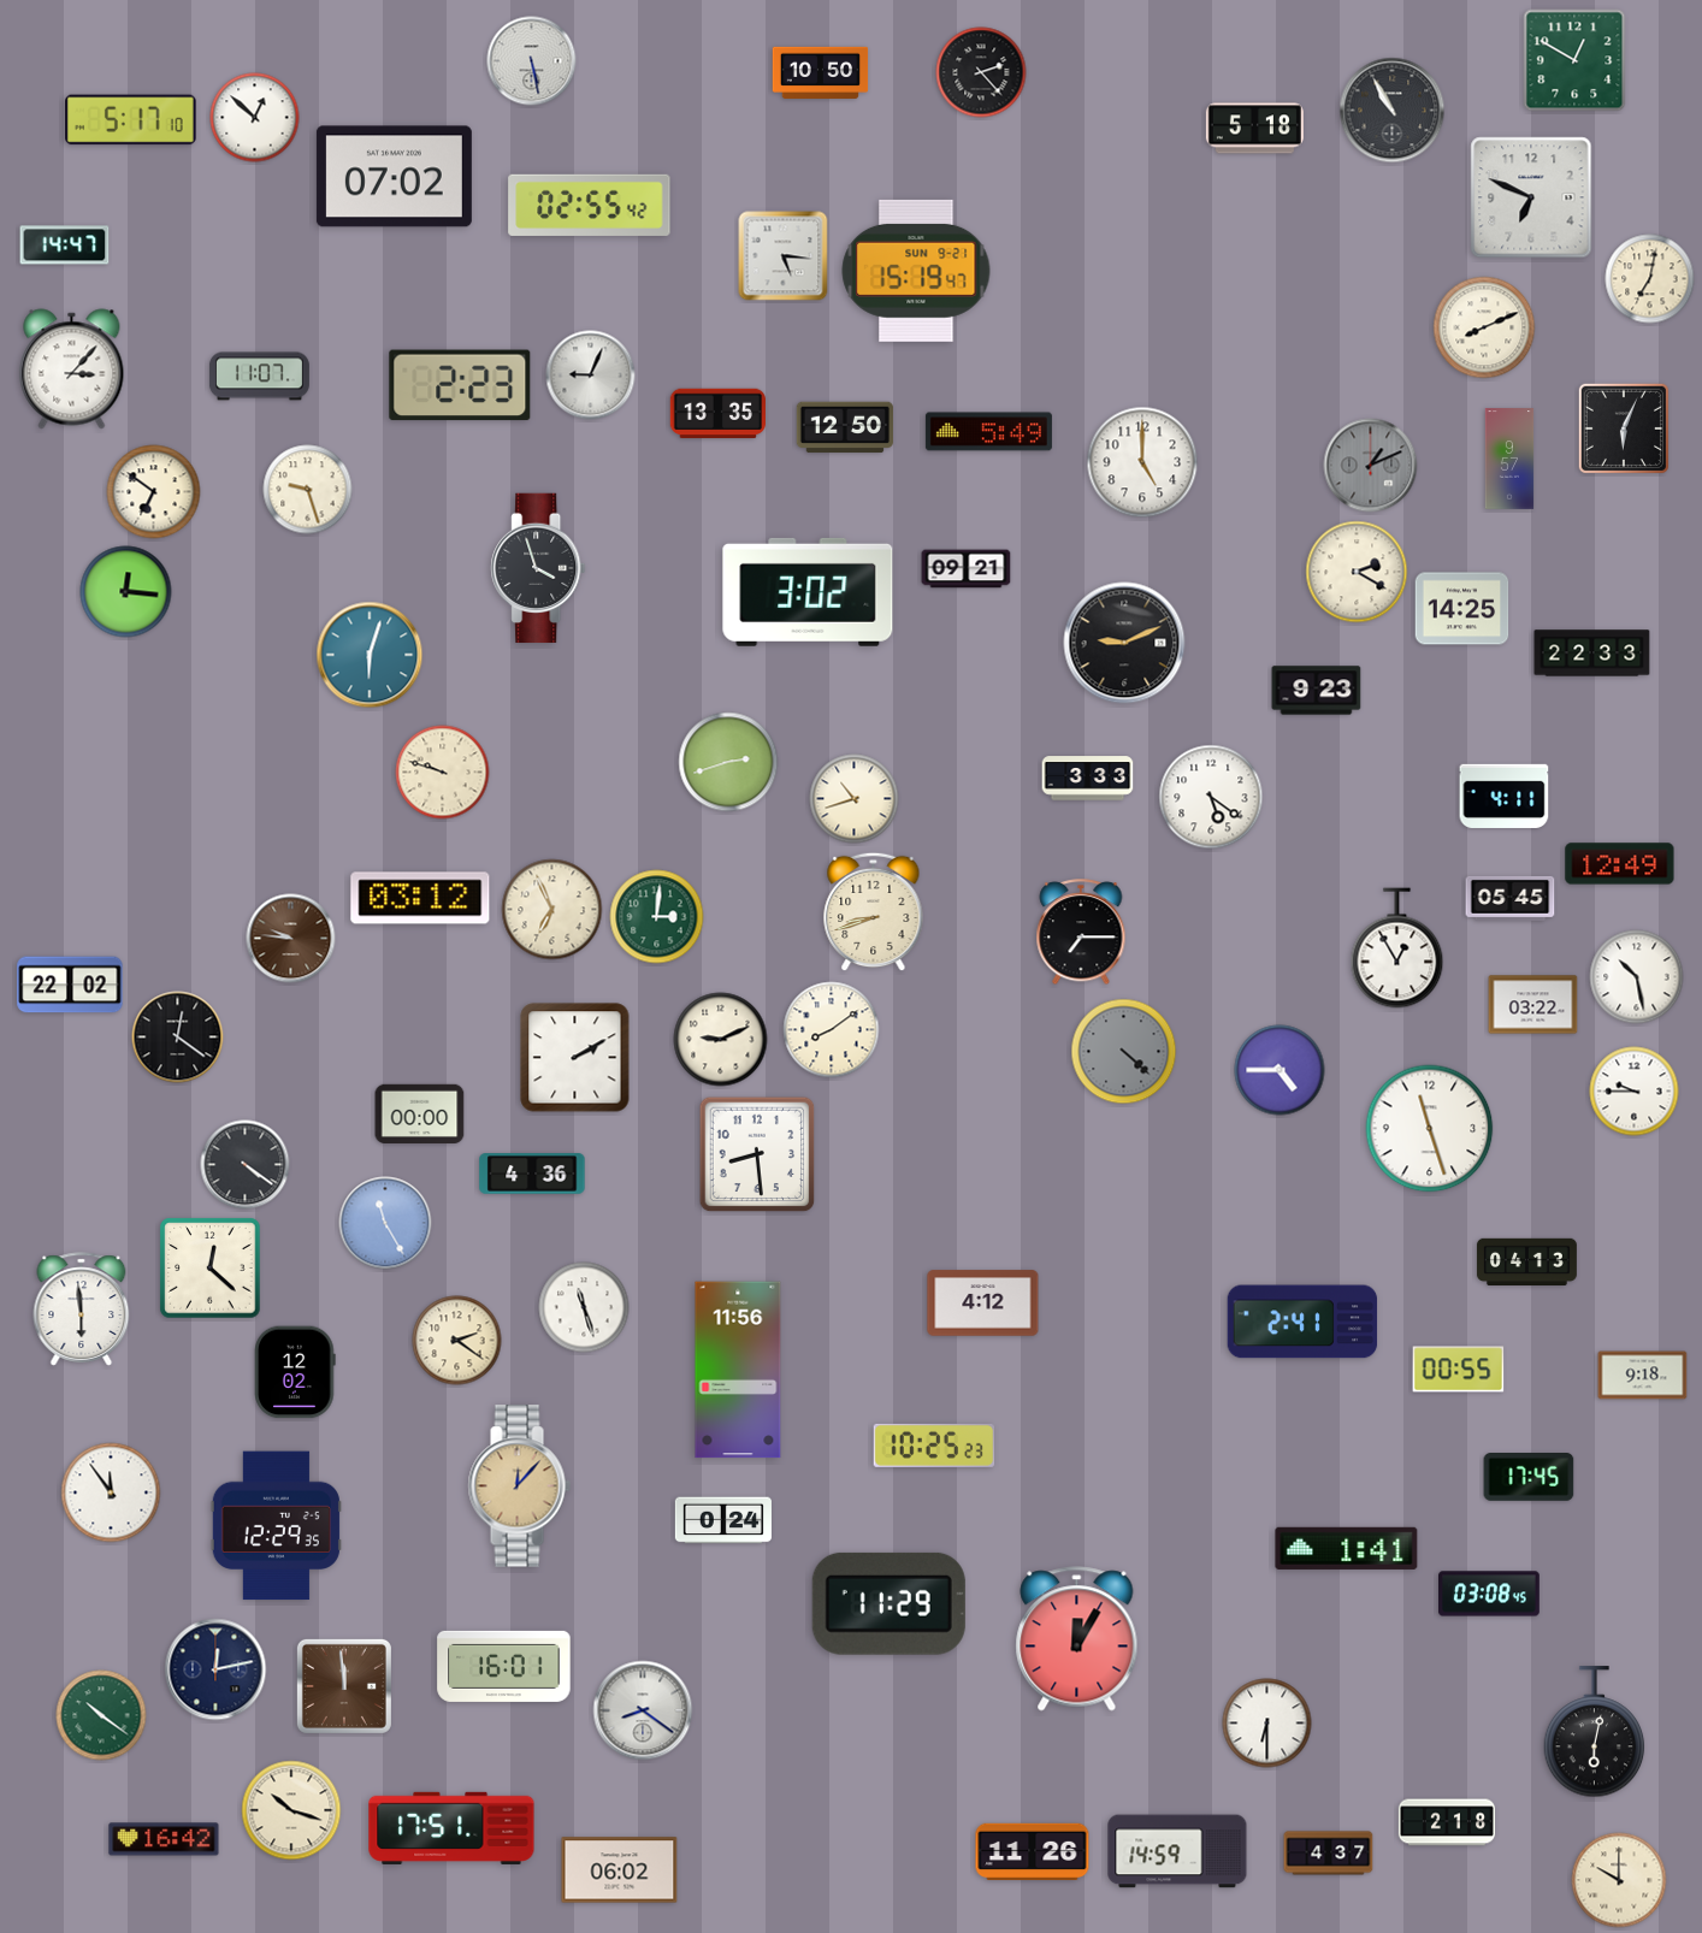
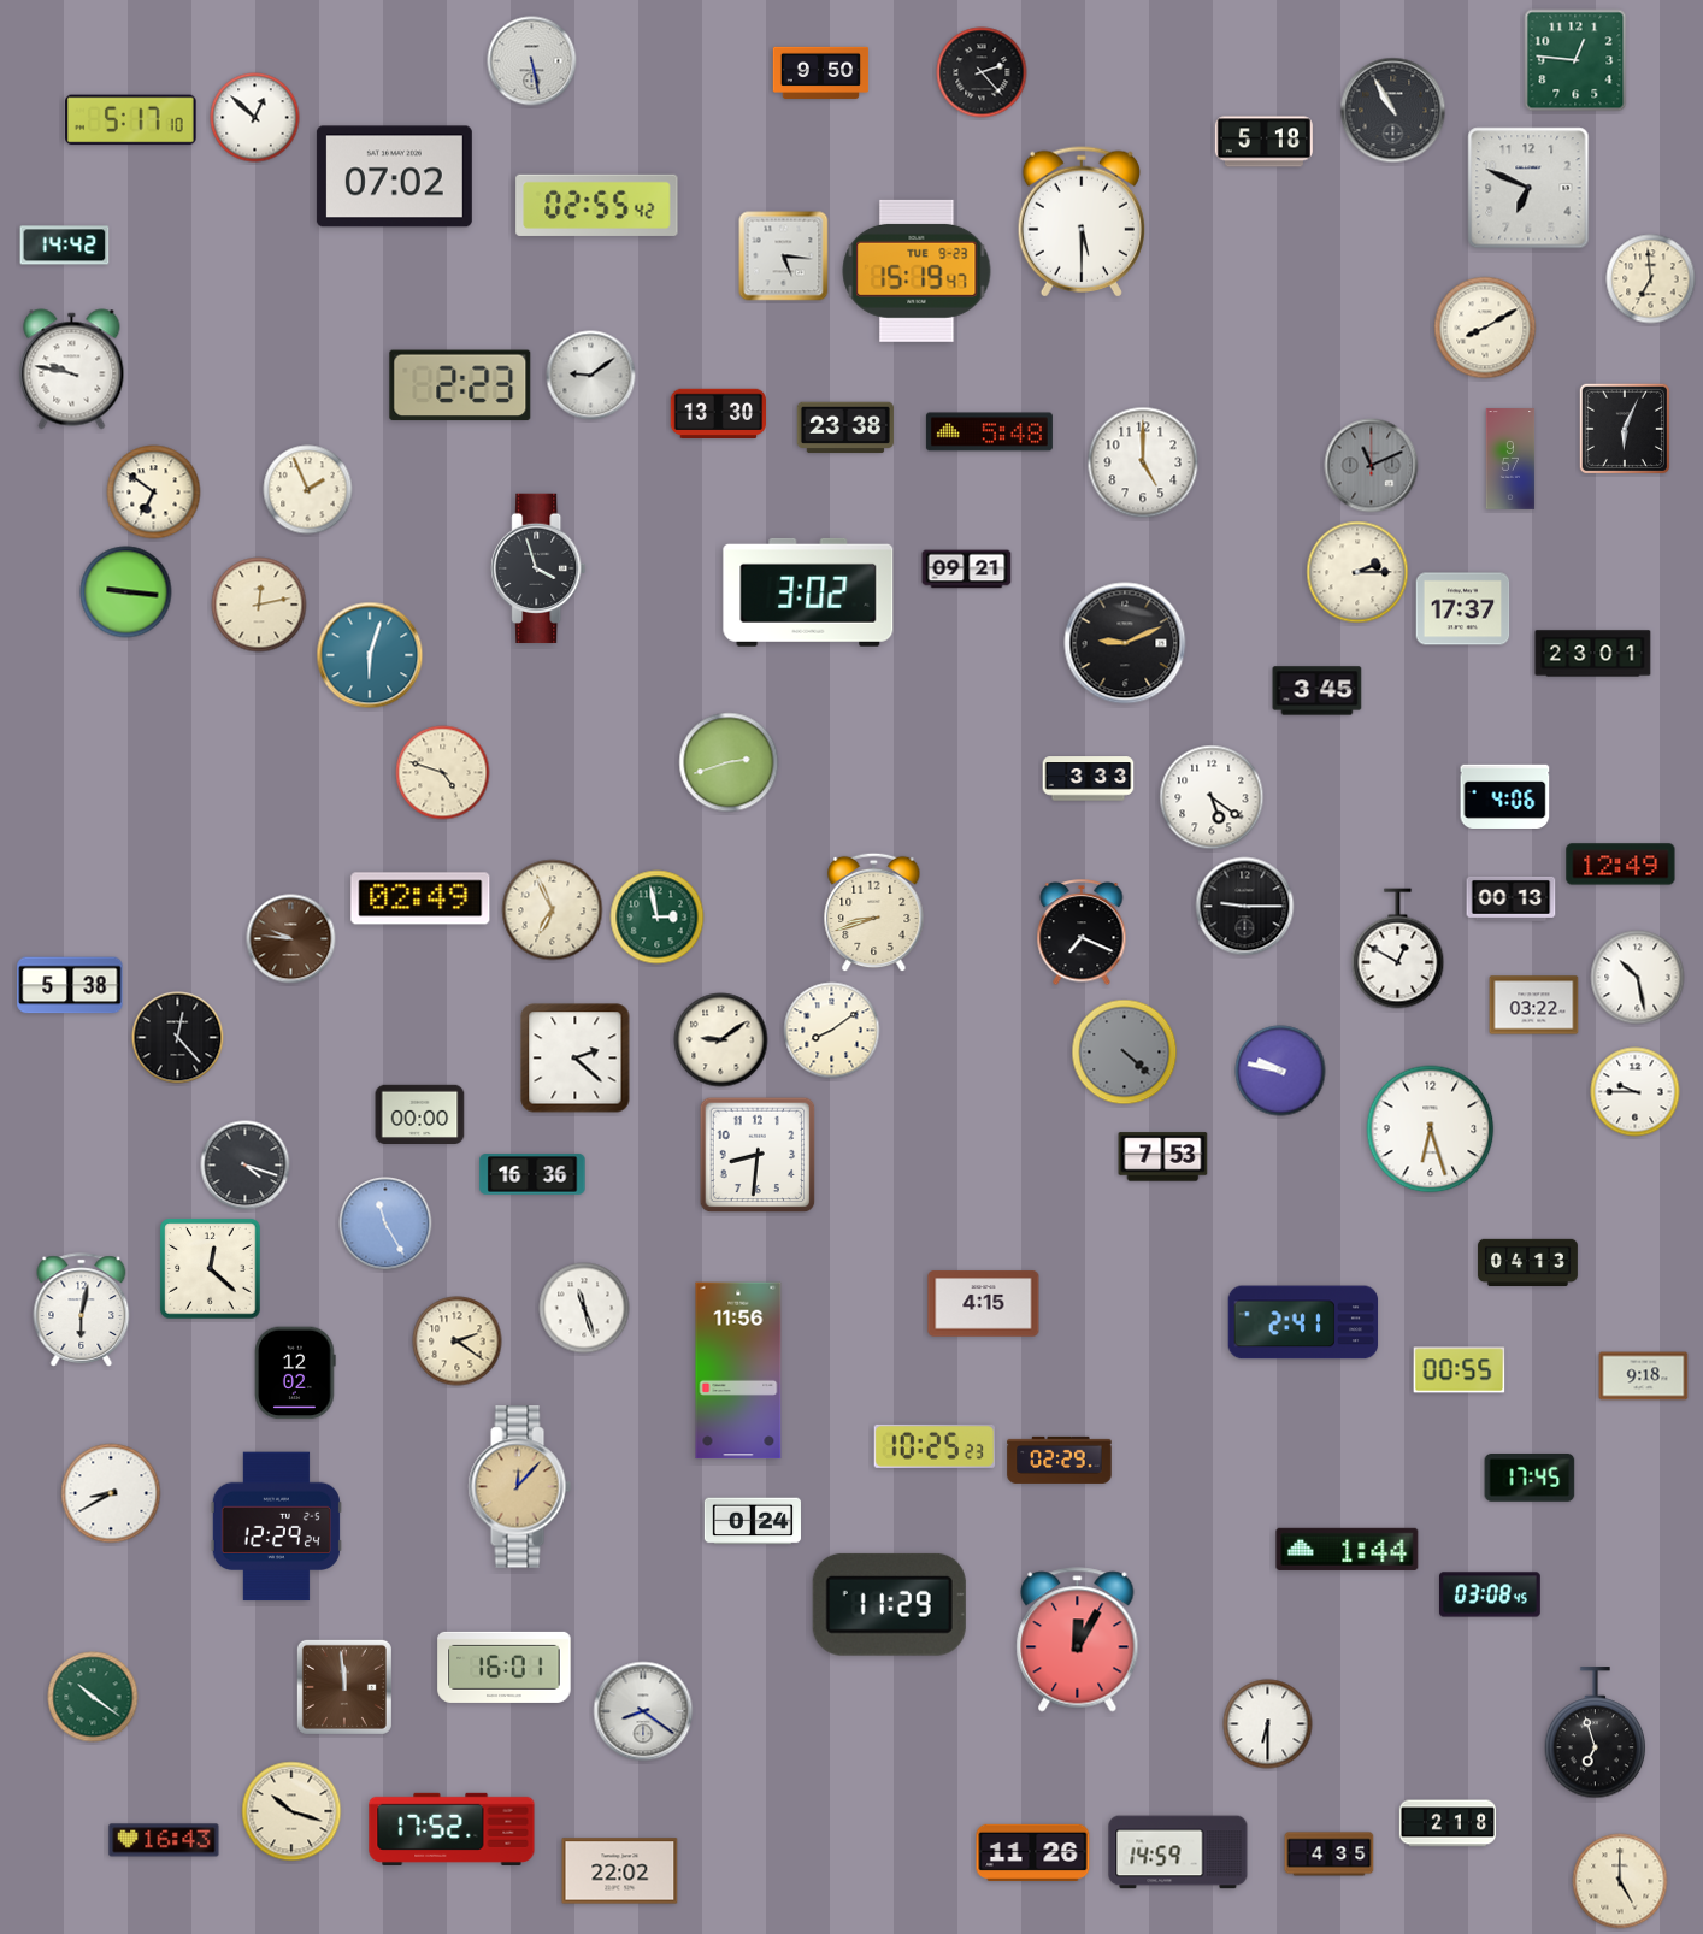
clock at (1574, 60): 12:50 -> 12:46
clock at (821, 72): 10:50 -> 9:50
clock at (1254, 129) position: (1254, 129) -> (1263, 142)
clock at (1531, 197) position: (1531, 197) -> (1528, 188)
clock at (590, 205) position: (590, 205) -> (597, 205)
clock at (1082, 222): none -> 5:30
clock at (65, 246): 14:47 -> 14:42
clock at (916, 271) date: SUN 9-21 -> TUE 9-23
clock at (1650, 279): 7:02 -> 6:59
clock at (1484, 327): 8:11 -> 8:10
clock at (72, 370): 3:07 -> 9:47
clock at (591, 376): 9:04 -> 9:09
clock at (259, 377): 11:07 -> none
clock at (717, 414): 13:35 -> 13:30
clock at (845, 427): 12:50 -> 23:38
clock at (988, 432): 5:49 -> 5:48
clock at (1371, 466): 1:11 -> 11:11
clock at (308, 490): 9:27 -> 1:56
clock at (1357, 572): 2:20 -> 2:15
clock at (126, 592): 12:16 -> 9:16
clock at (259, 605): none -> 12:13
clock at (1462, 609): 14:25 -> 17:37
clock at (1592, 654): 22:33 -> 23:01
clock at (1317, 691): 9:23 -> 3:45
clock at (443, 773): 9:48 -> 4:48
clock at (1505, 796): 4:11 -> 4:06
clock at (855, 799): 10:42 -> none
clock at (420, 898): 03:12 -> 02:49
clock at (1511, 898): 05:45 -> 00:13
clock at (1245, 907): none -> 9:15
clock at (657, 917): 3:01 -> 2:58
clock at (1081, 933): 7:15 -> 7:19
clock at (1397, 948): 12:55 -> 12:50
clock at (70, 985): 22:02 -> 5:38
clock at (178, 1038): 12:21 -> 12:23
clock at (721, 1040): 9:11 -> 9:09
clock at (575, 1058): 2:10 -> 2:22
clock at (1280, 1070): 4:45 -> 9:47
clock at (1430, 1129): 11:27 -> 6:27
clock at (757, 1154): 8:29 -> 8:31
clock at (1163, 1157): none -> 7:53
clock at (246, 1165): 4:21 -> 4:18
clock at (532, 1174): 4:36 -> 16:36
clock at (983, 1304): 4:12 -> 4:15
clock at (82, 1310): 5:59 -> 6:02
clock at (1060, 1460): none -> 02:29
clock at (111, 1492): 11:54 -> 8:40
clock at (723, 1520) position: (723, 1520) -> (753, 1521)
clock at (276, 1526): 12:29:35 -> 12:29:24
clock at (1347, 1548): 1:41 -> 1:44
clock at (215, 1669): 12:13 -> none
clock at (101, 1715) position: (101, 1715) -> (93, 1697)
clock at (1595, 1732): 6:02 -> 6:57
clock at (451, 1828): 17:51 -> 17:52
clock at (164, 1839): 16:42 -> 16:43
clock at (1329, 1854): 4:37 -> 4:35
clock at (620, 1870): 06:02 -> 22:02
clock at (1619, 1880): 10:00 -> 5:00
